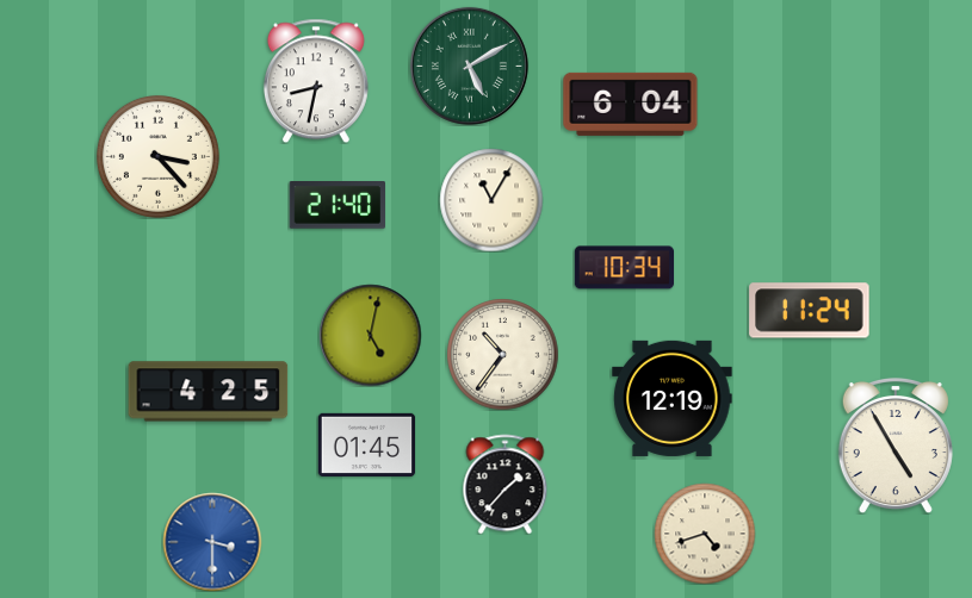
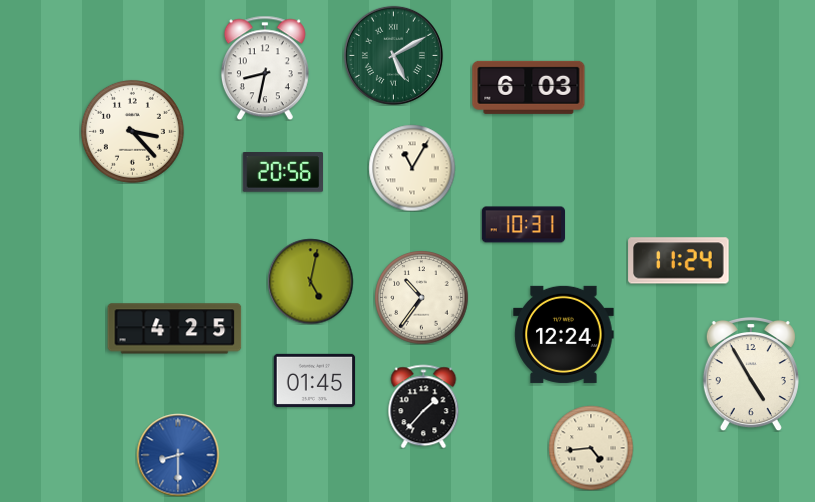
clock at (631, 104): 6:04 -> 6:03
clock at (336, 206): 21:40 -> 20:56
clock at (624, 268): 10:34 -> 10:31
clock at (673, 398): 12:19 -> 12:24
clock at (366, 444) position: (366, 444) -> (314, 380)
clock at (705, 534): 4:42 -> 4:44
clock at (212, 542): 3:30 -> 8:30
